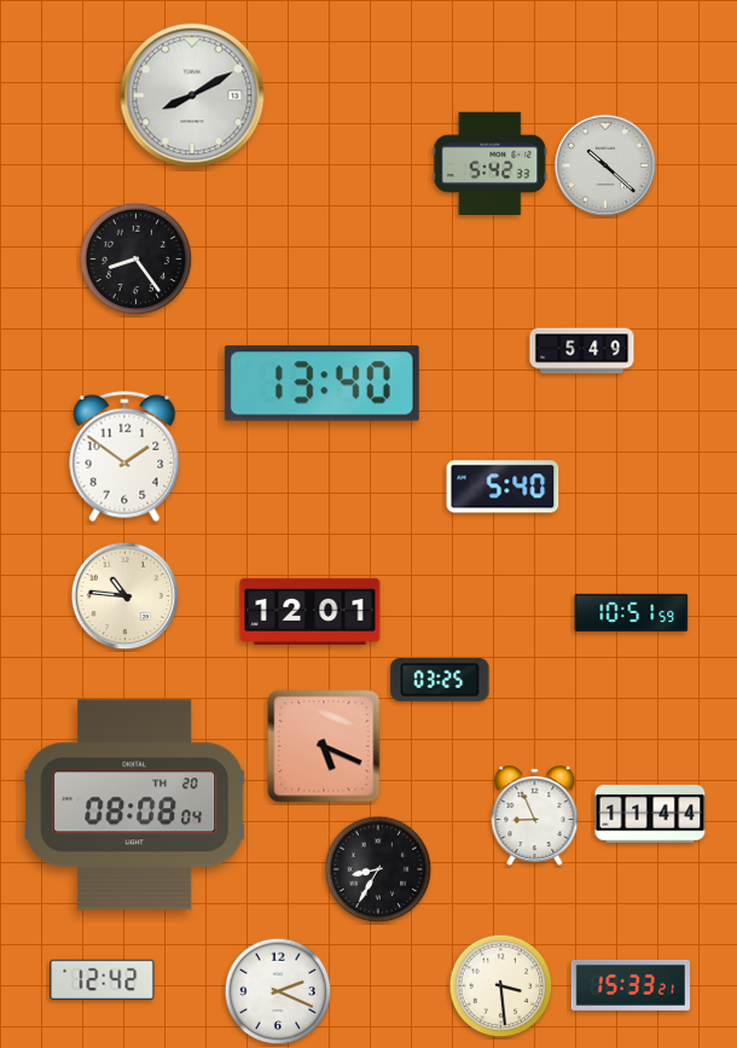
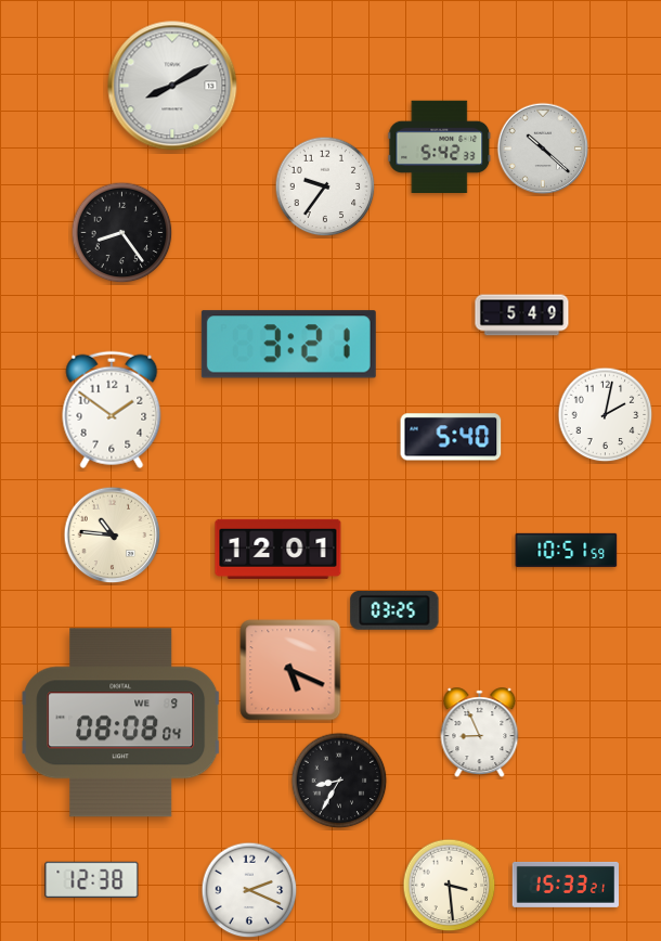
clock at (325, 186): none -> 9:36
clock at (321, 384): 13:40 -> 3:21
clock at (606, 415): none -> 2:02
clock at (135, 805) date: TH 20 -> WE 9
clock at (650, 814): 11:44 -> none
clock at (103, 980): 12:42 -> 12:38
